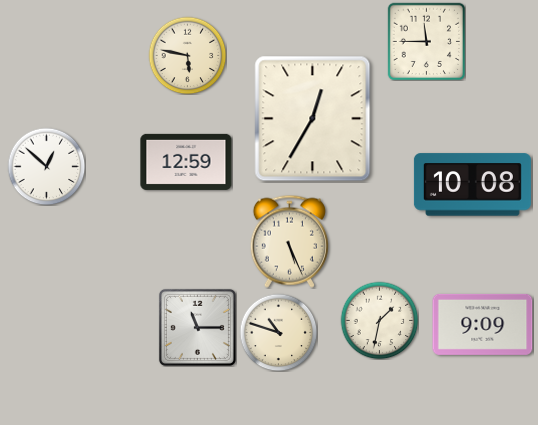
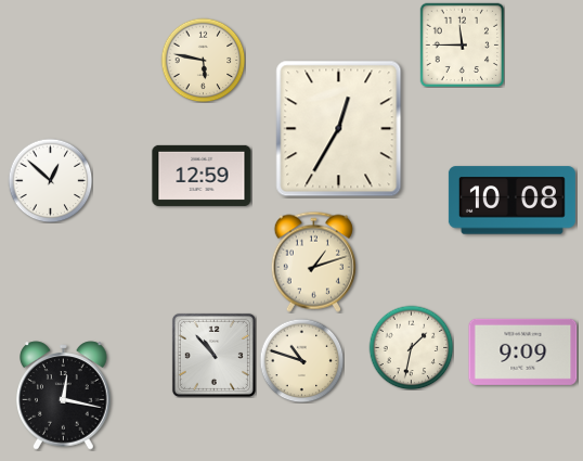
clock at (289, 241): 5:26 -> 1:12
clock at (197, 327): 11:15 -> 10:53
clock at (64, 396): none -> 12:17
